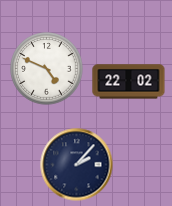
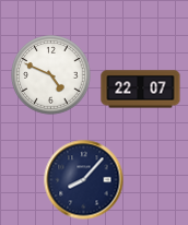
clock at (129, 82): 22:02 -> 22:07
clock at (77, 165): 2:07 -> 8:07
